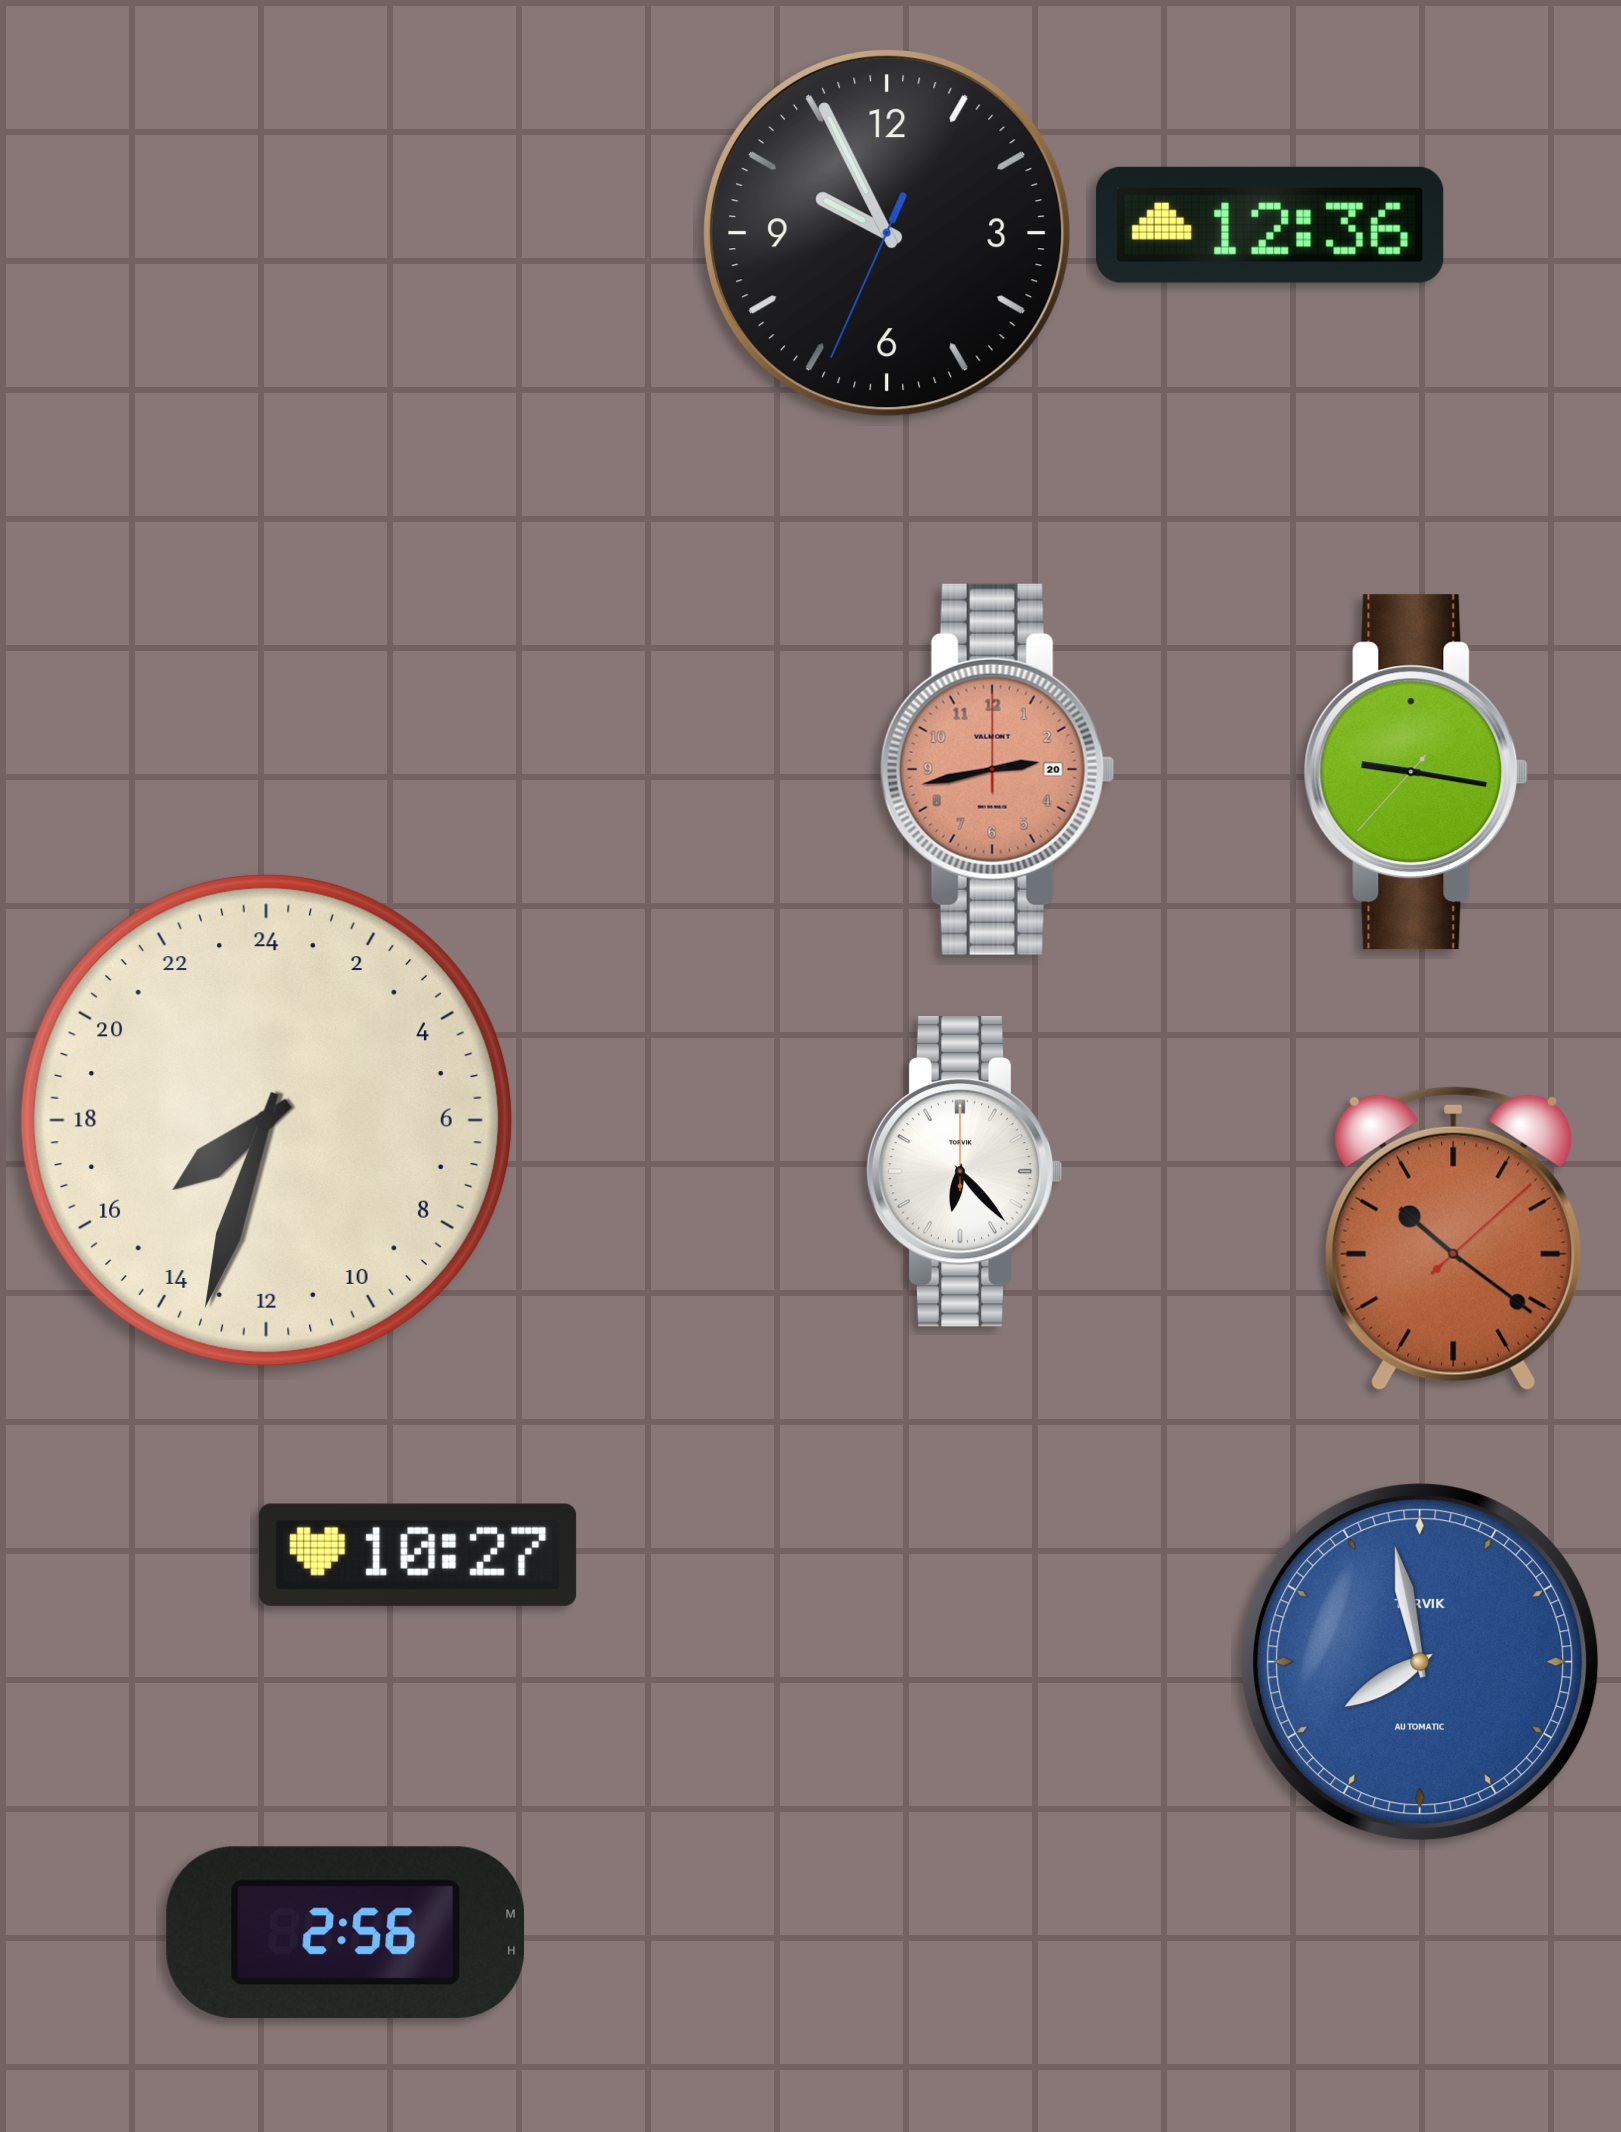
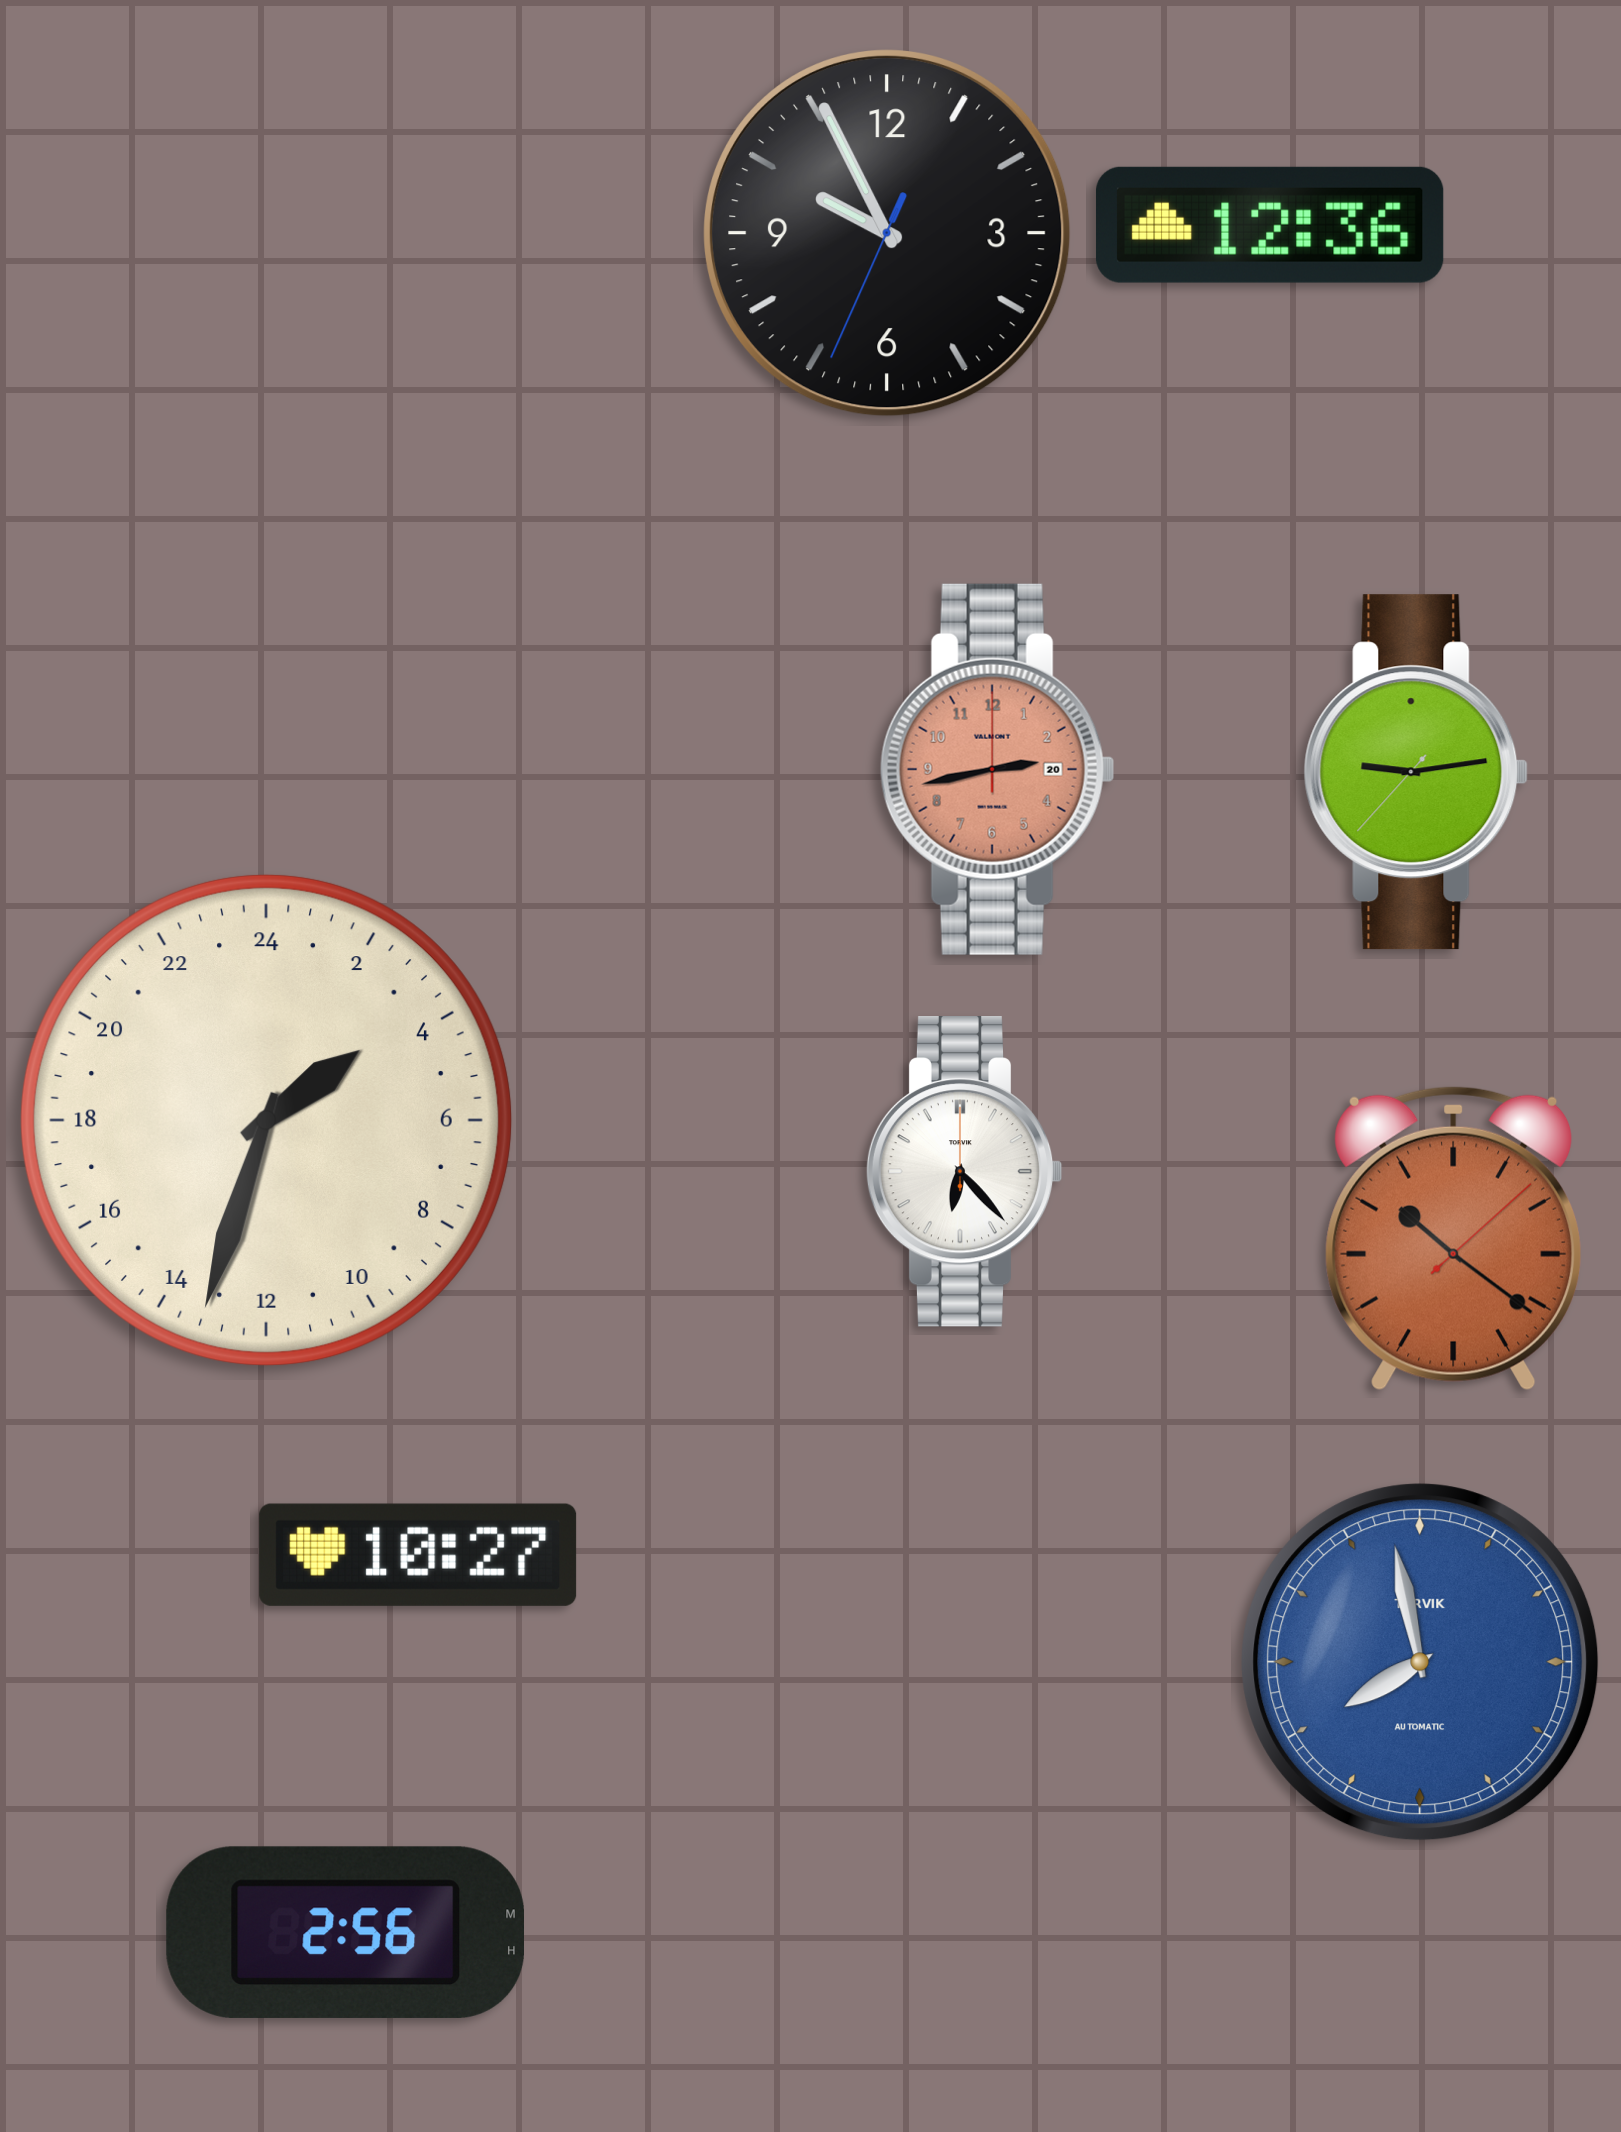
clock at (1416, 772): 9:16 -> 9:13
clock at (266, 1120): 15:33 -> 3:33
